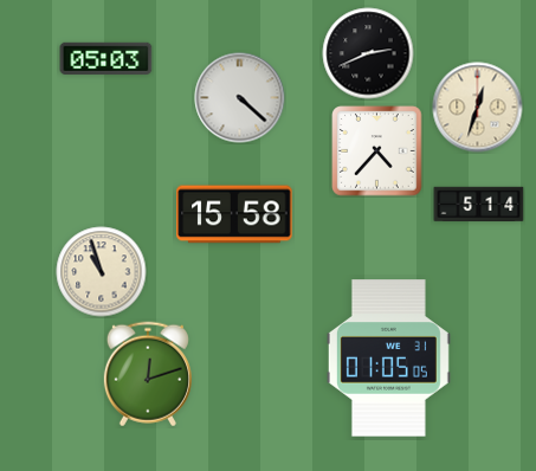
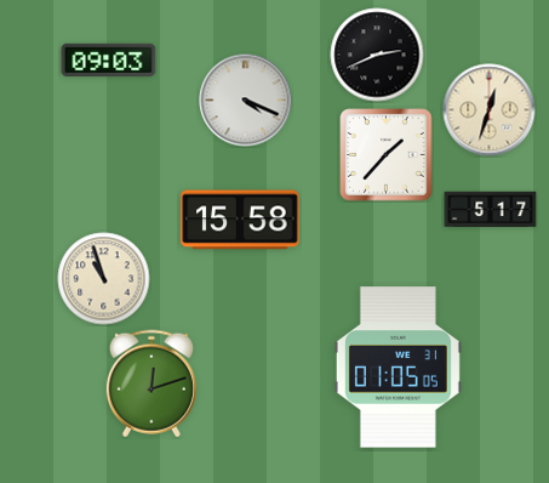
clock at (106, 58): 05:03 -> 09:03
clock at (240, 98): 4:22 -> 4:19
clock at (377, 151): 4:37 -> 1:37
clock at (479, 205): 5:14 -> 5:17
